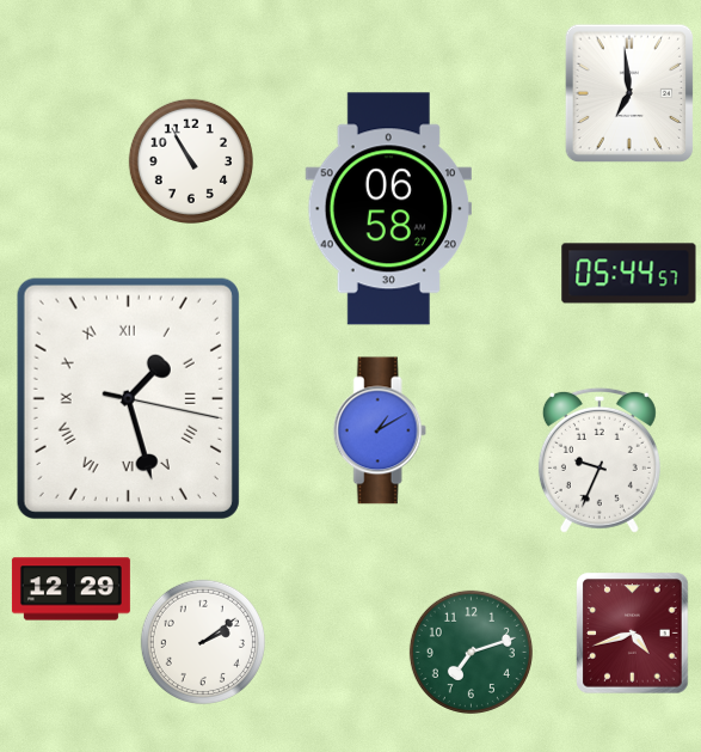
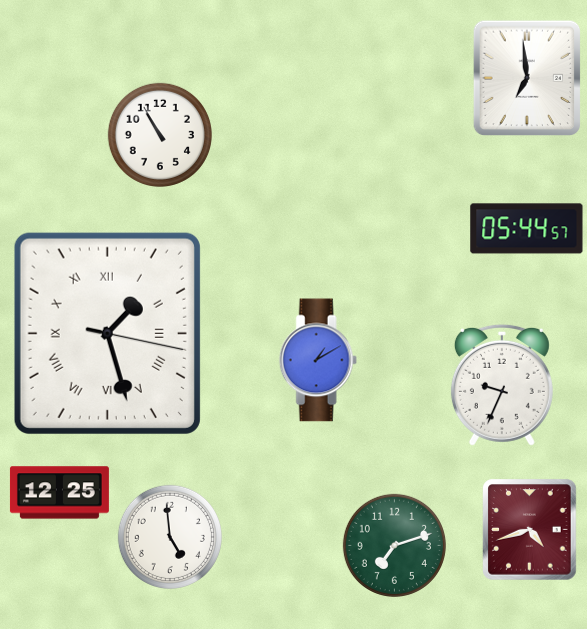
clock at (388, 209): 06:58 -> none
clock at (70, 589): 12:29 -> 12:25
clock at (203, 642): 2:09 -> 4:59
